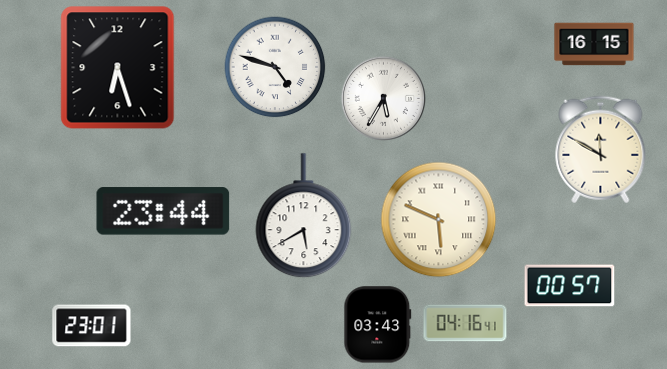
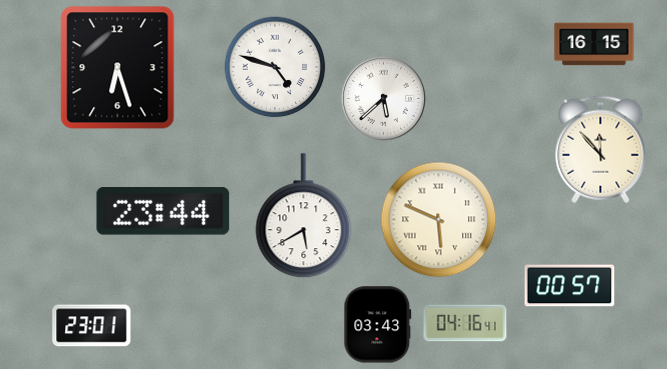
clock at (383, 98): 5:35 -> 5:38
clock at (601, 150): 11:50 -> 11:53
